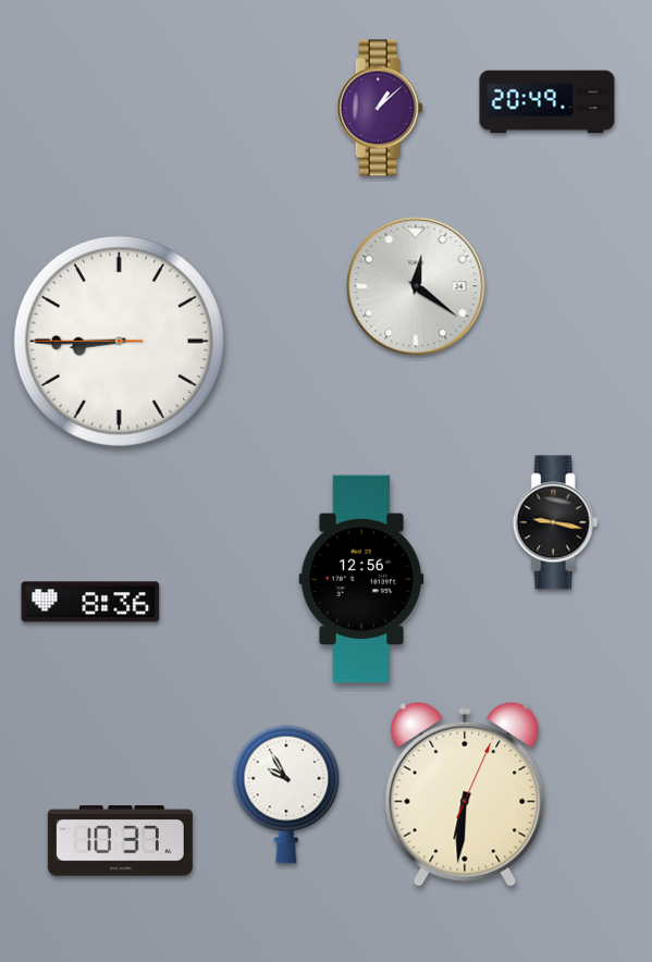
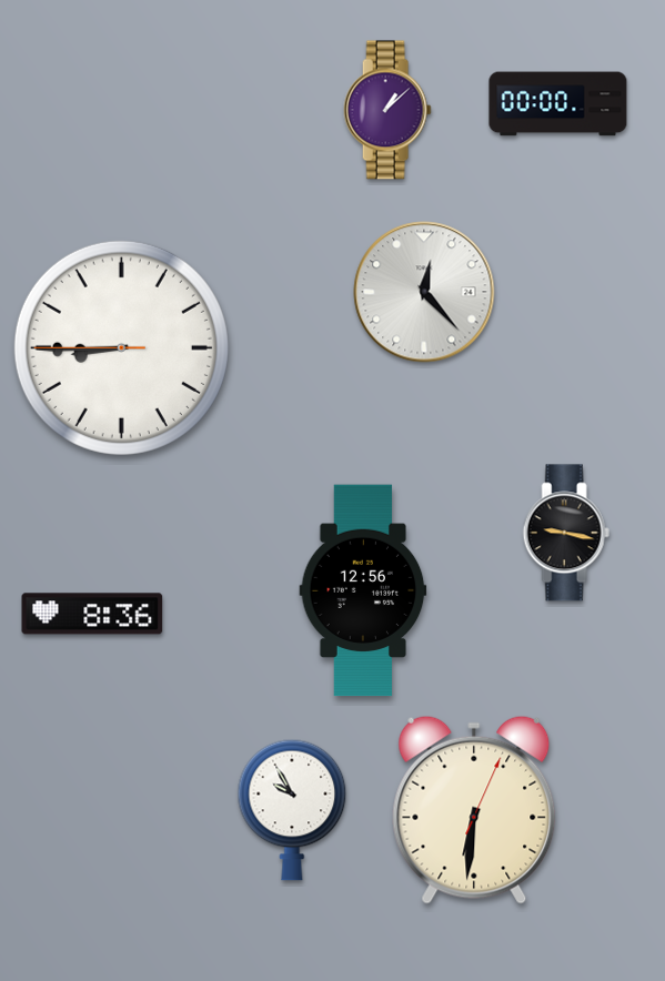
clock at (548, 102): 20:49 -> 00:00
clock at (416, 286): 12:21 -> 12:23
clock at (361, 579) position: (361, 579) -> (363, 590)
clock at (120, 841): 10:37 -> none
